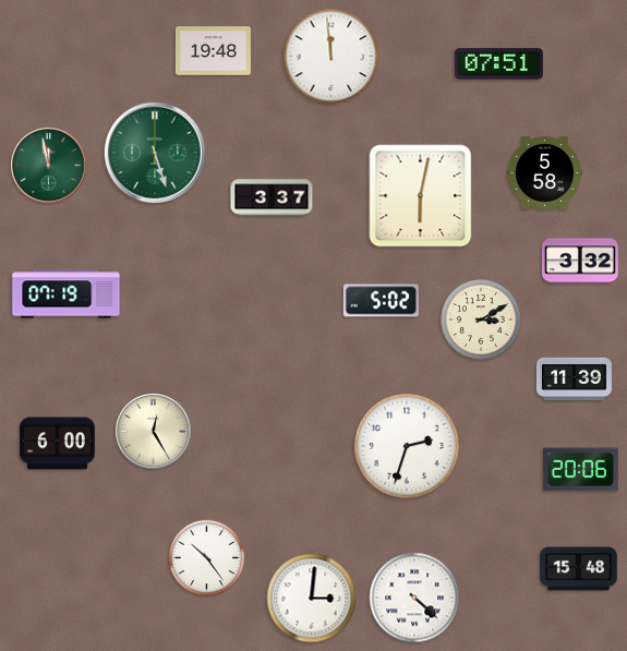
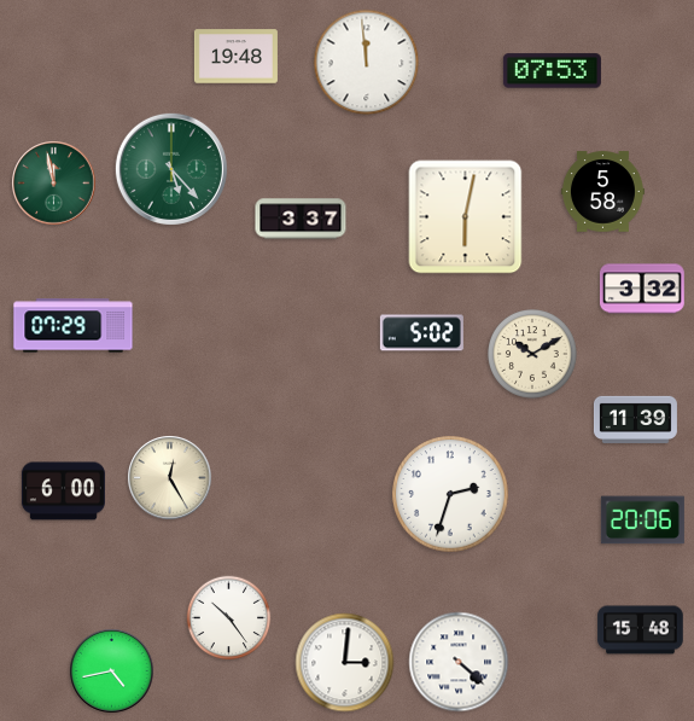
clock at (498, 64): 07:51 -> 07:53
clock at (155, 153): 5:27 -> 5:23
clock at (67, 294): 07:19 -> 07:29
clock at (482, 321): 3:10 -> 10:10
clock at (112, 671): none -> 4:43
